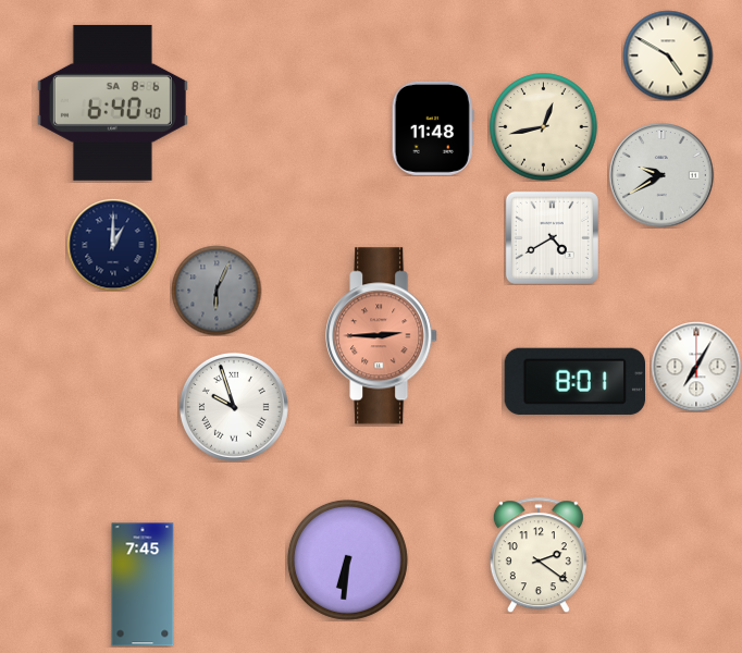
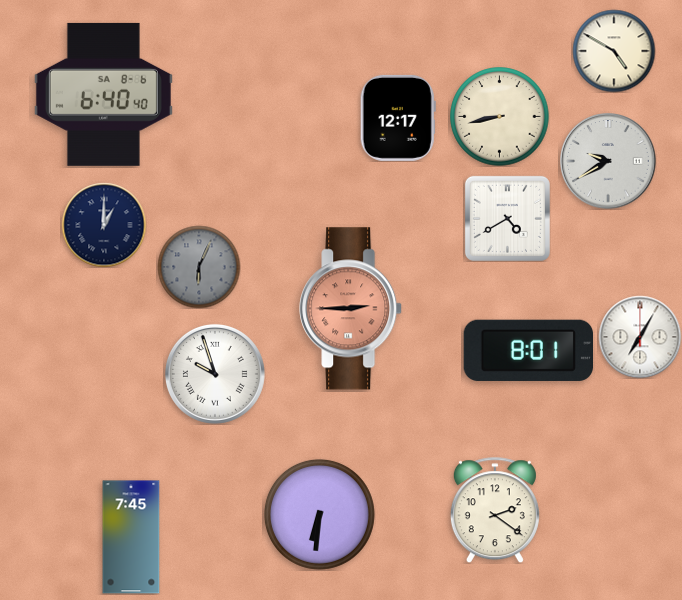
clock at (544, 127): 12:43 -> 8:43
clock at (433, 128): 11:48 -> 12:17
